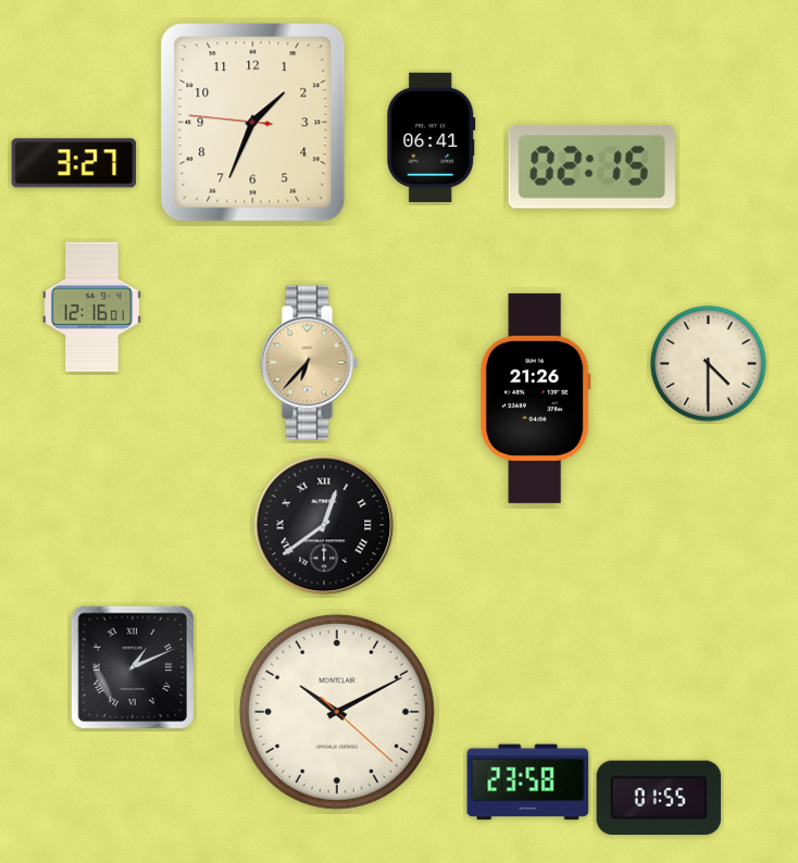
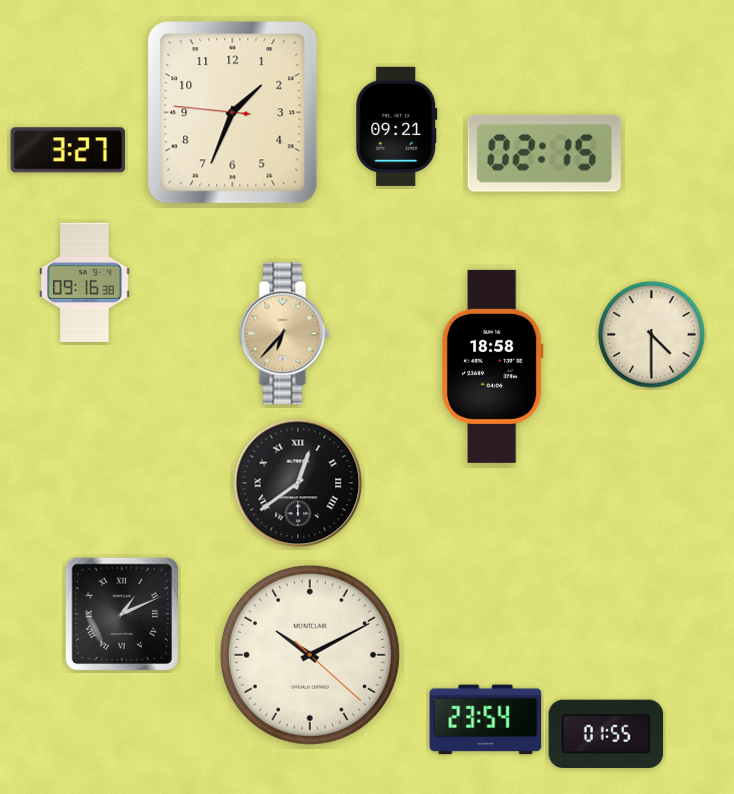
clock at (432, 137): 06:41 -> 09:21
clock at (92, 307): 12:16 -> 09:16
clock at (535, 398): 21:26 -> 18:58
clock at (528, 783): 23:58 -> 23:54
